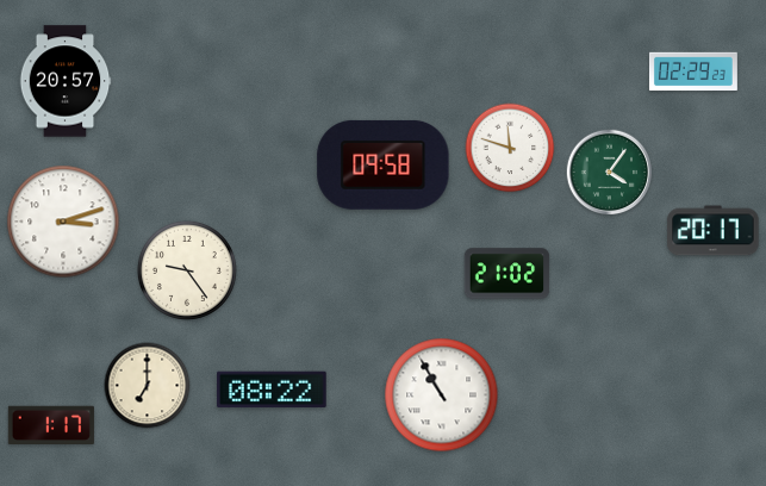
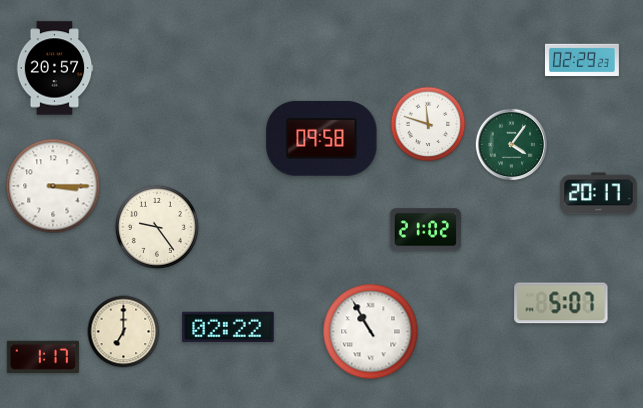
clock at (63, 222): 3:12 -> 3:15
clock at (561, 303): none -> 5:07
clock at (148, 386) position: (148, 386) -> (124, 332)
clock at (272, 390): 08:22 -> 02:22
